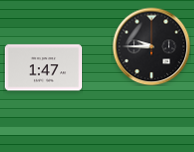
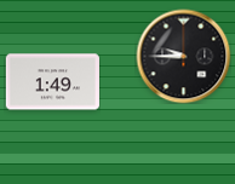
clock at (43, 68): 1:47 -> 1:49
